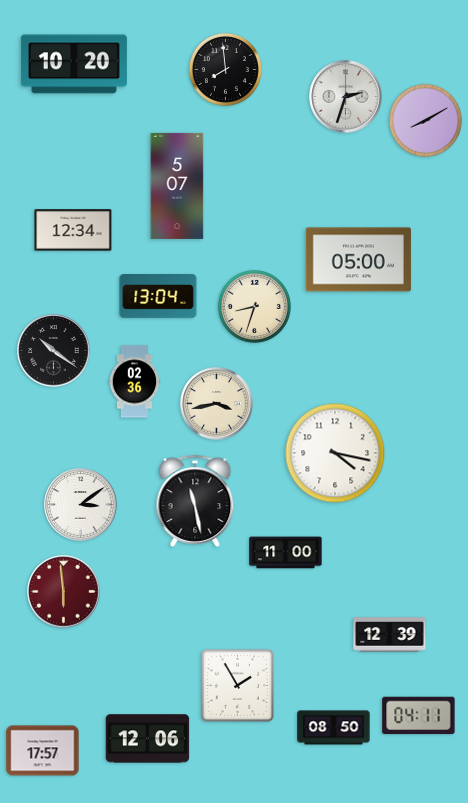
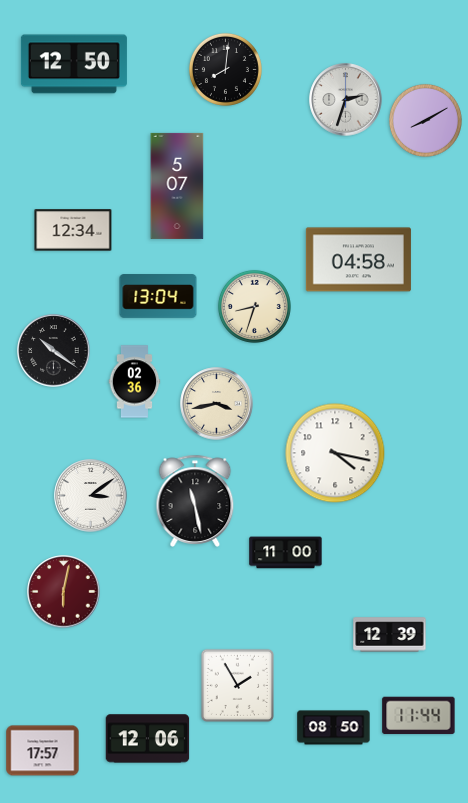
clock at (74, 64): 10:20 -> 12:50
clock at (225, 69): 7:59 -> 8:01
clock at (346, 97) position: (346, 97) -> (346, 100)
clock at (358, 260): 05:00 -> 04:58
clock at (81, 505) position: (81, 505) -> (91, 496)
clock at (64, 592): 5:59 -> 6:02
clock at (419, 716): 04:11 -> 11:44
